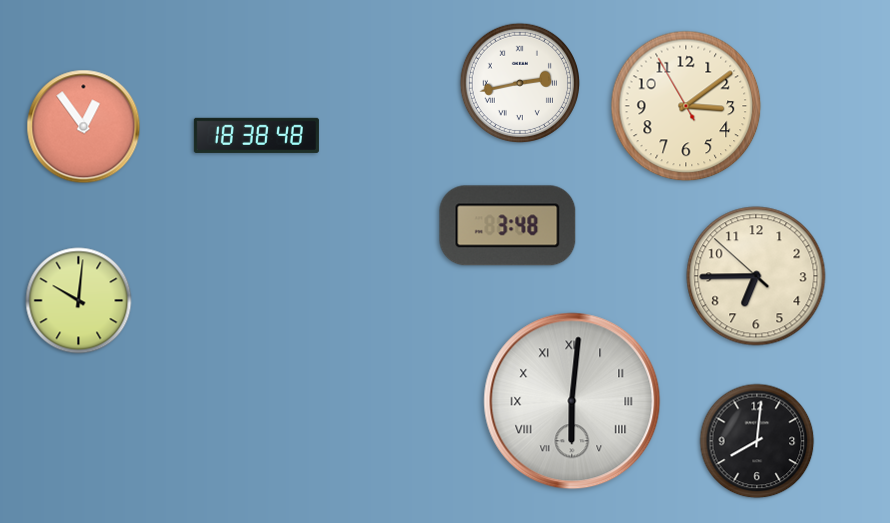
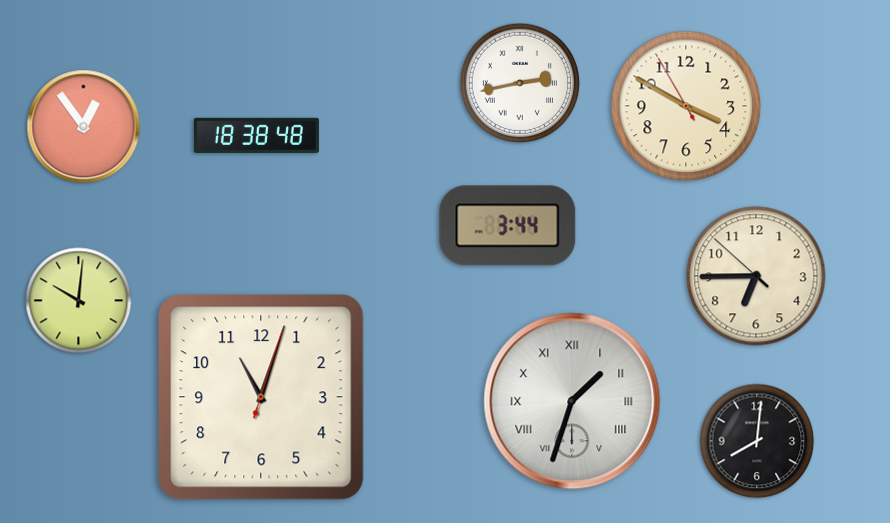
clock at (686, 106): 3:08 -> 3:49
clock at (508, 226): 3:48 -> 3:44
clock at (261, 397): none -> 11:03
clock at (572, 401): 6:01 -> 1:33
